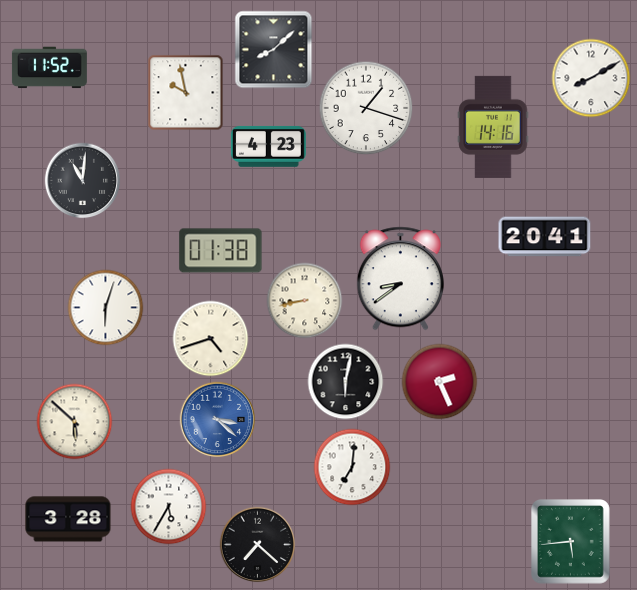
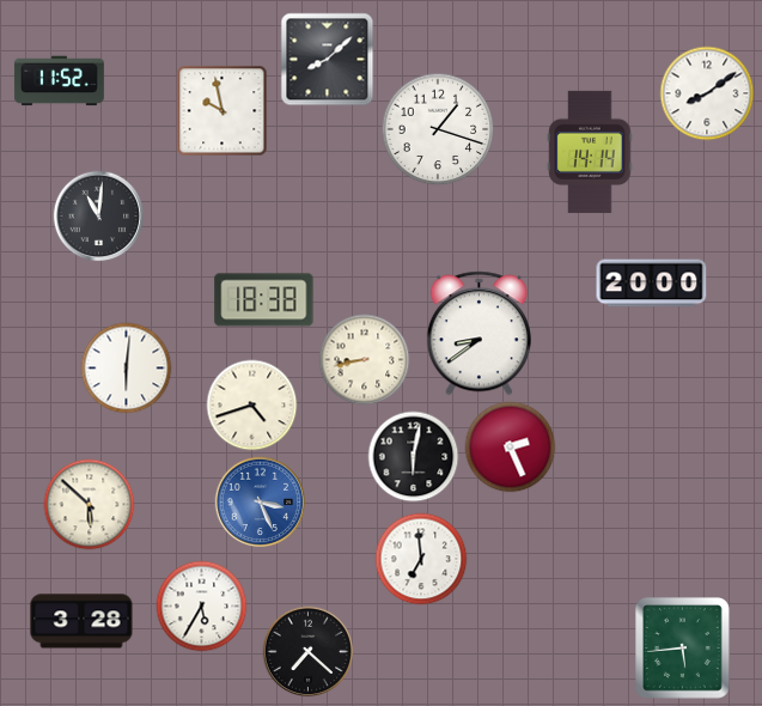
clock at (591, 78): 8:10 -> 8:09
clock at (493, 127): 14:16 -> 14:14
clock at (268, 146): 4:23 -> none
clock at (545, 237): 20:41 -> 20:00
clock at (221, 251): 01:38 -> 18:38
clock at (106, 308): 6:03 -> 6:01
clock at (440, 382) position: (440, 382) -> (511, 448)
clock at (218, 420): 3:22 -> 3:26
clock at (352, 467): 7:01 -> 6:59
